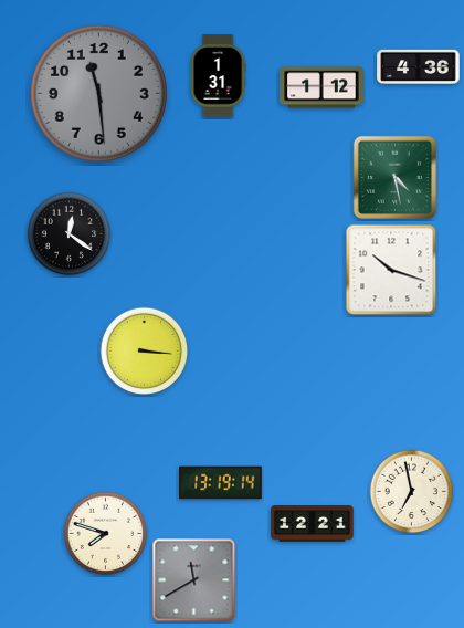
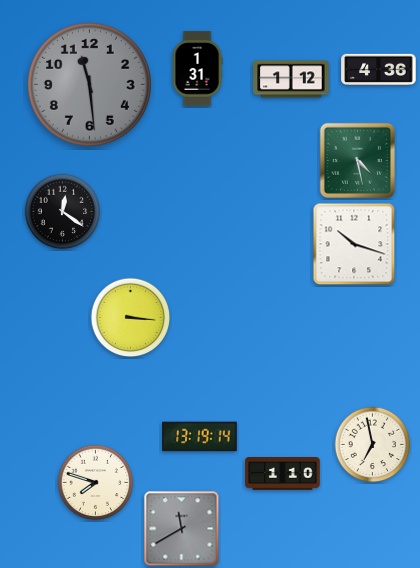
clock at (419, 66) position: (419, 66) -> (379, 69)
clock at (313, 524): 12:21 -> 1:10
clock at (194, 580) position: (194, 580) -> (182, 529)
